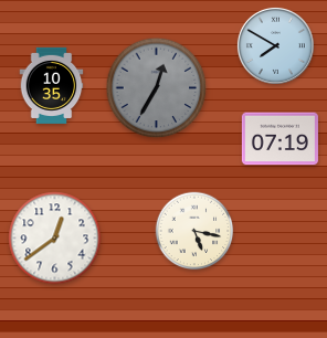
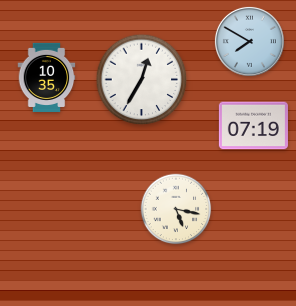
clock at (157, 88) dial: grey -> white
clock at (55, 239): 12:39 -> none
